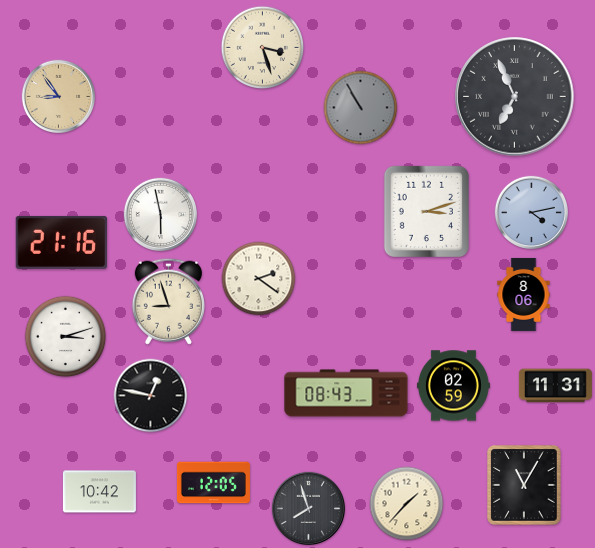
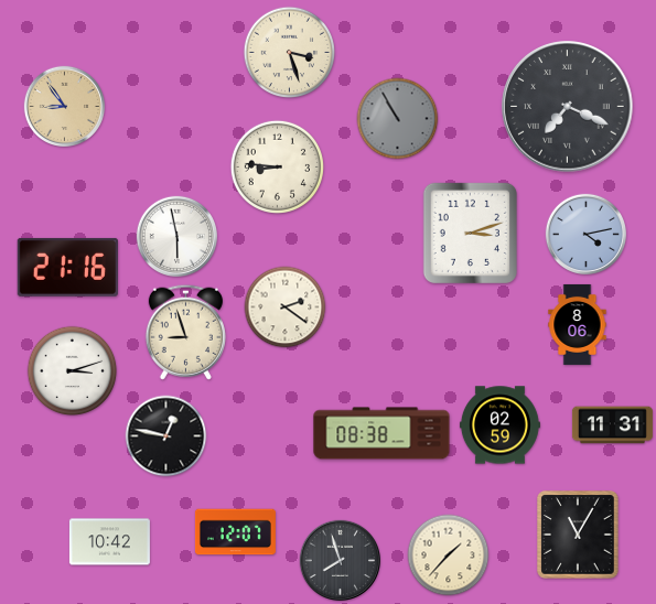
clock at (515, 97): 6:56 -> 7:19
clock at (277, 166): none -> 8:46
clock at (346, 393): 08:43 -> 08:38
clock at (213, 483): 12:05 -> 12:07
